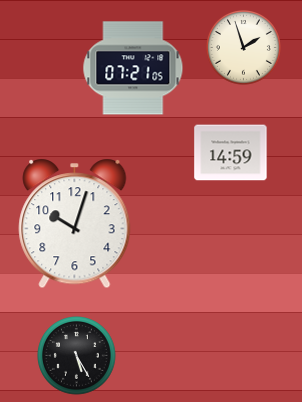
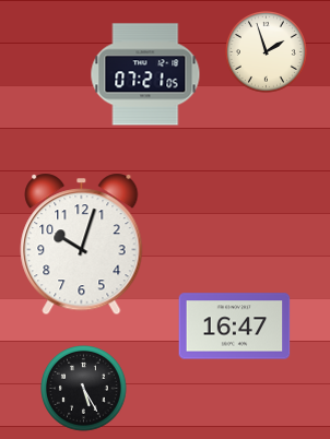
clock at (231, 153): 14:59 -> none
clock at (235, 327): none -> 16:47
